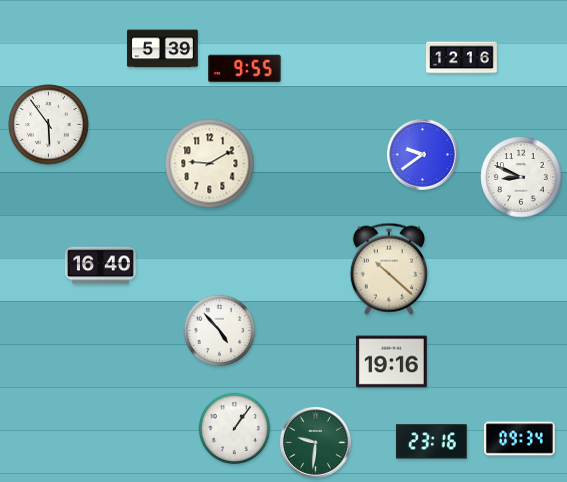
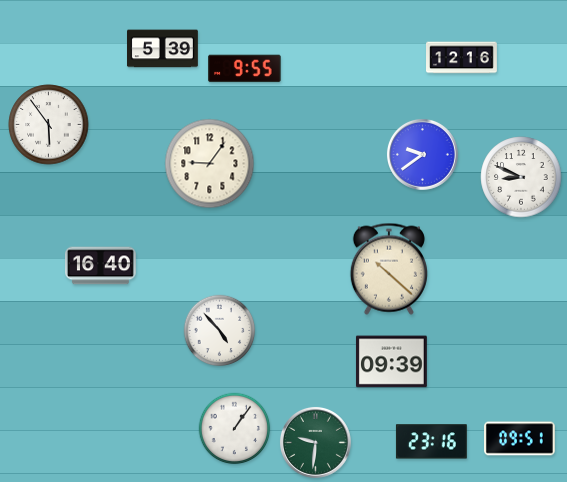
clock at (210, 164): 9:10 -> 9:06
clock at (391, 362): 19:16 -> 09:39
clock at (520, 439): 09:34 -> 09:51
